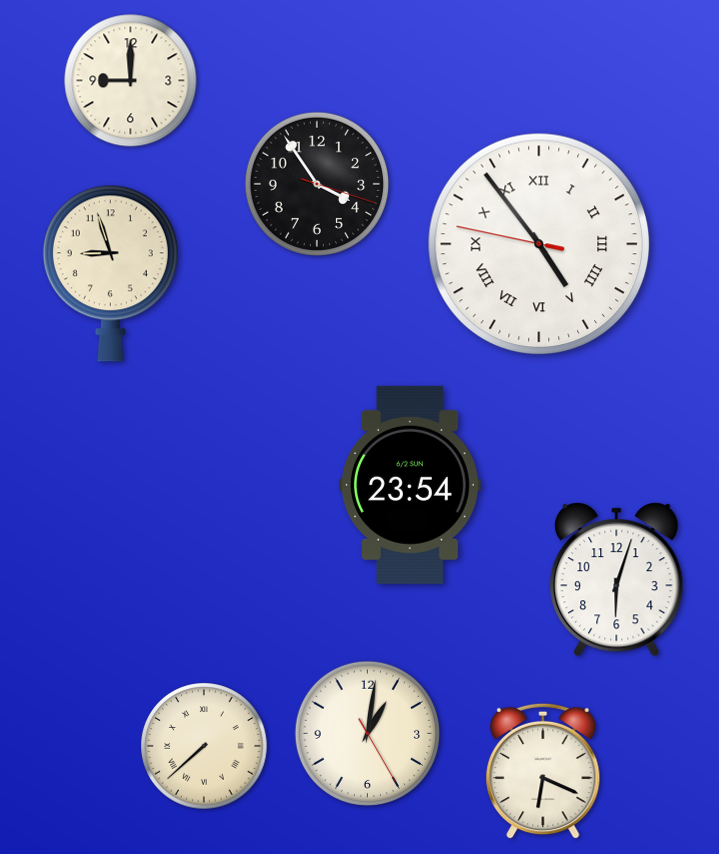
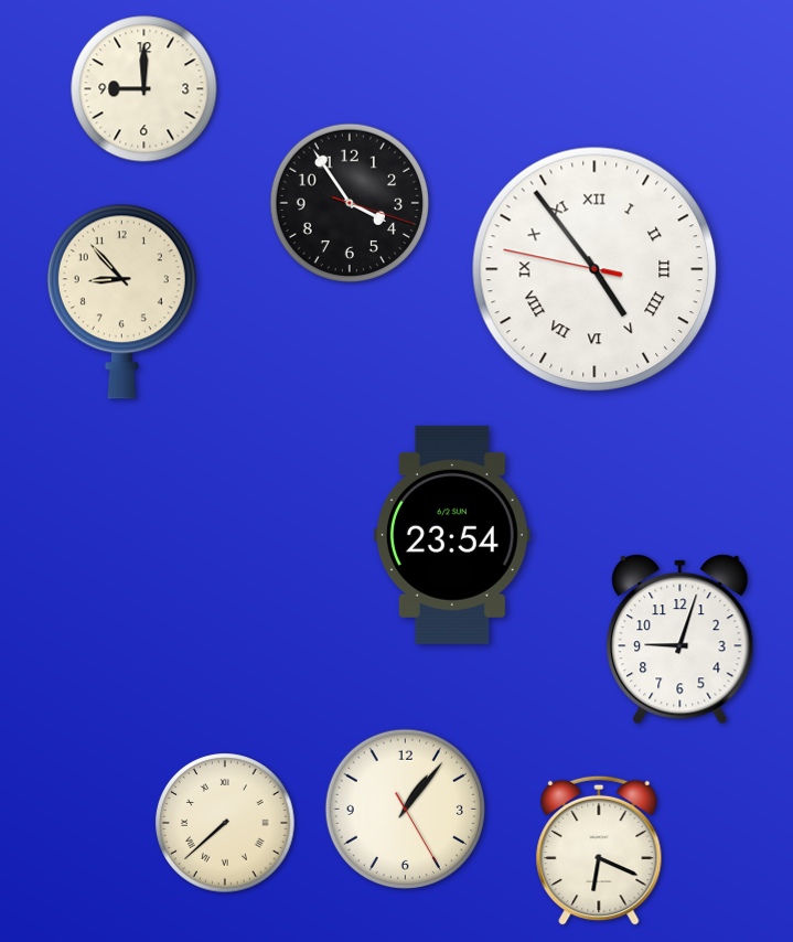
clock at (110, 273): 8:57 -> 8:53
clock at (617, 580): 6:03 -> 9:03
clock at (367, 733): 1:01 -> 1:06
